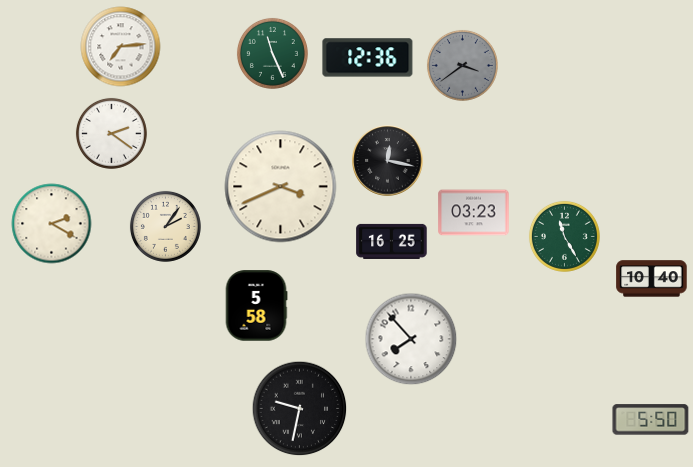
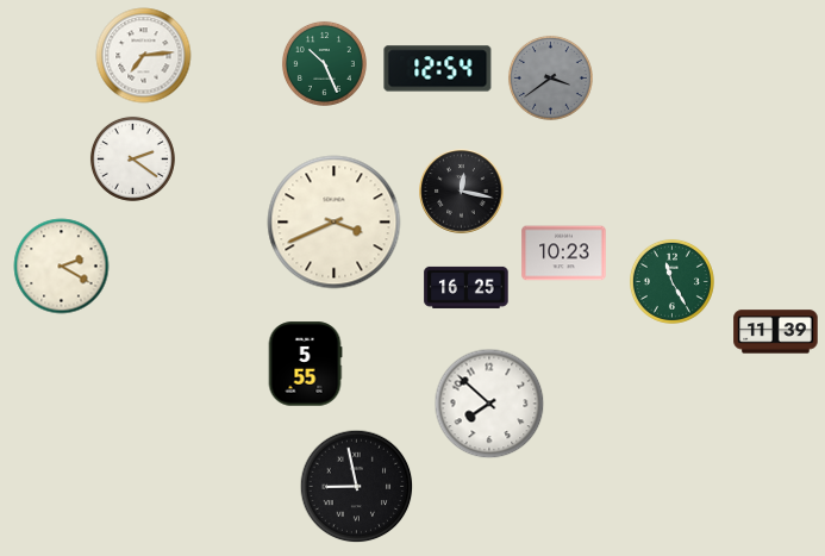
clock at (272, 53): 11:26 -> 10:26
clock at (368, 58): 12:36 -> 12:54
clock at (474, 213): 03:23 -> 10:23
clock at (165, 226): 2:06 -> none
clock at (652, 279): 10:40 -> 11:39
clock at (256, 306): 5:58 -> 5:55
clock at (411, 339): 7:53 -> 7:52
clock at (300, 409): 9:32 -> 8:58
clock at (651, 420): 5:50 -> none
